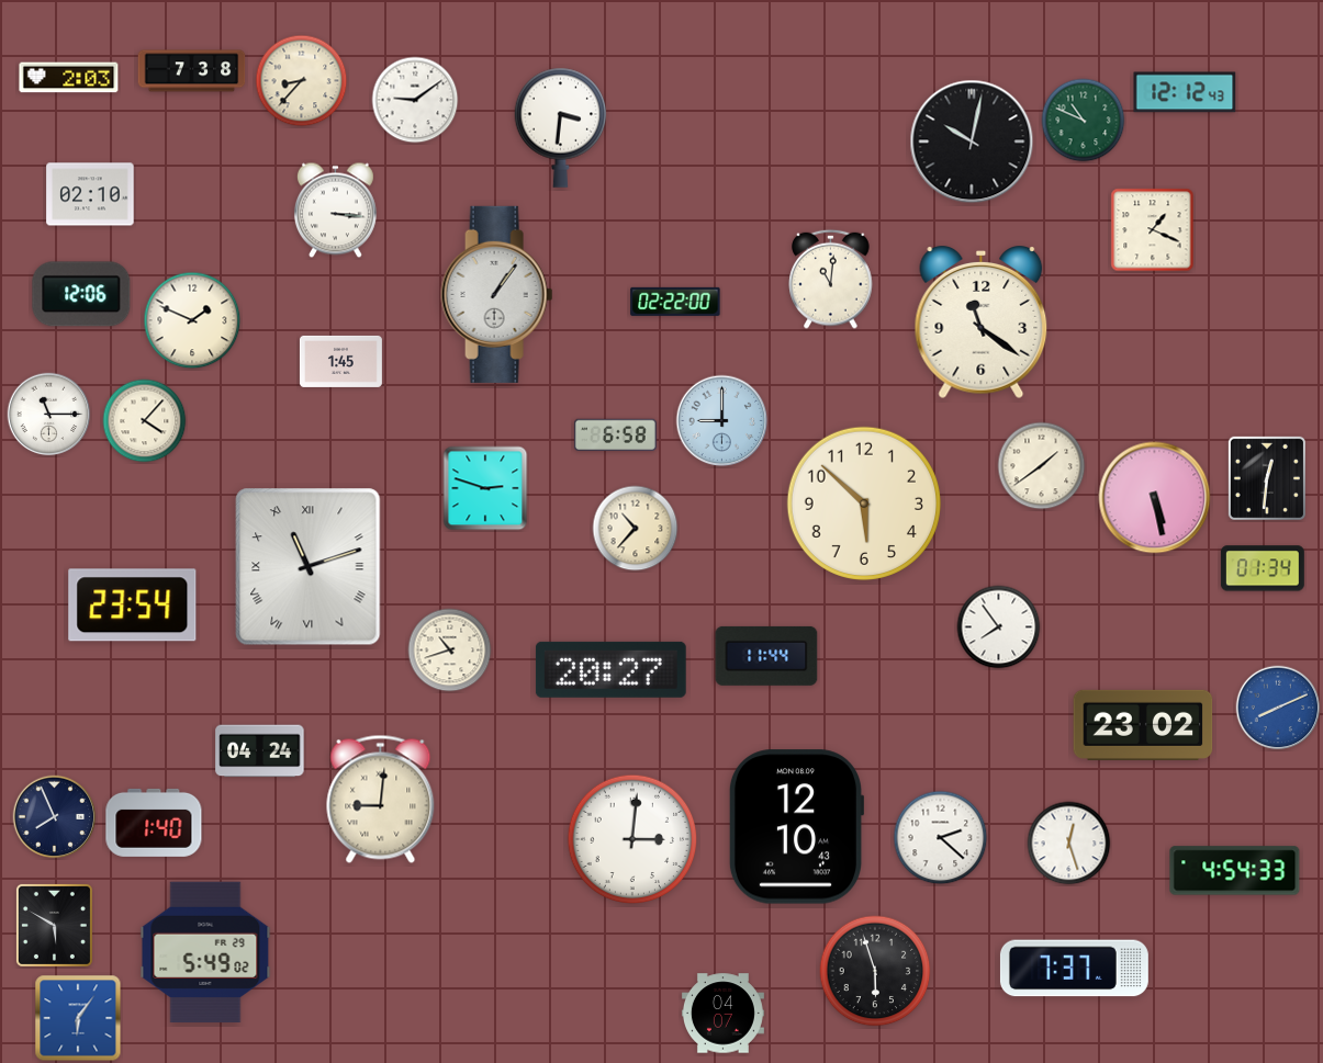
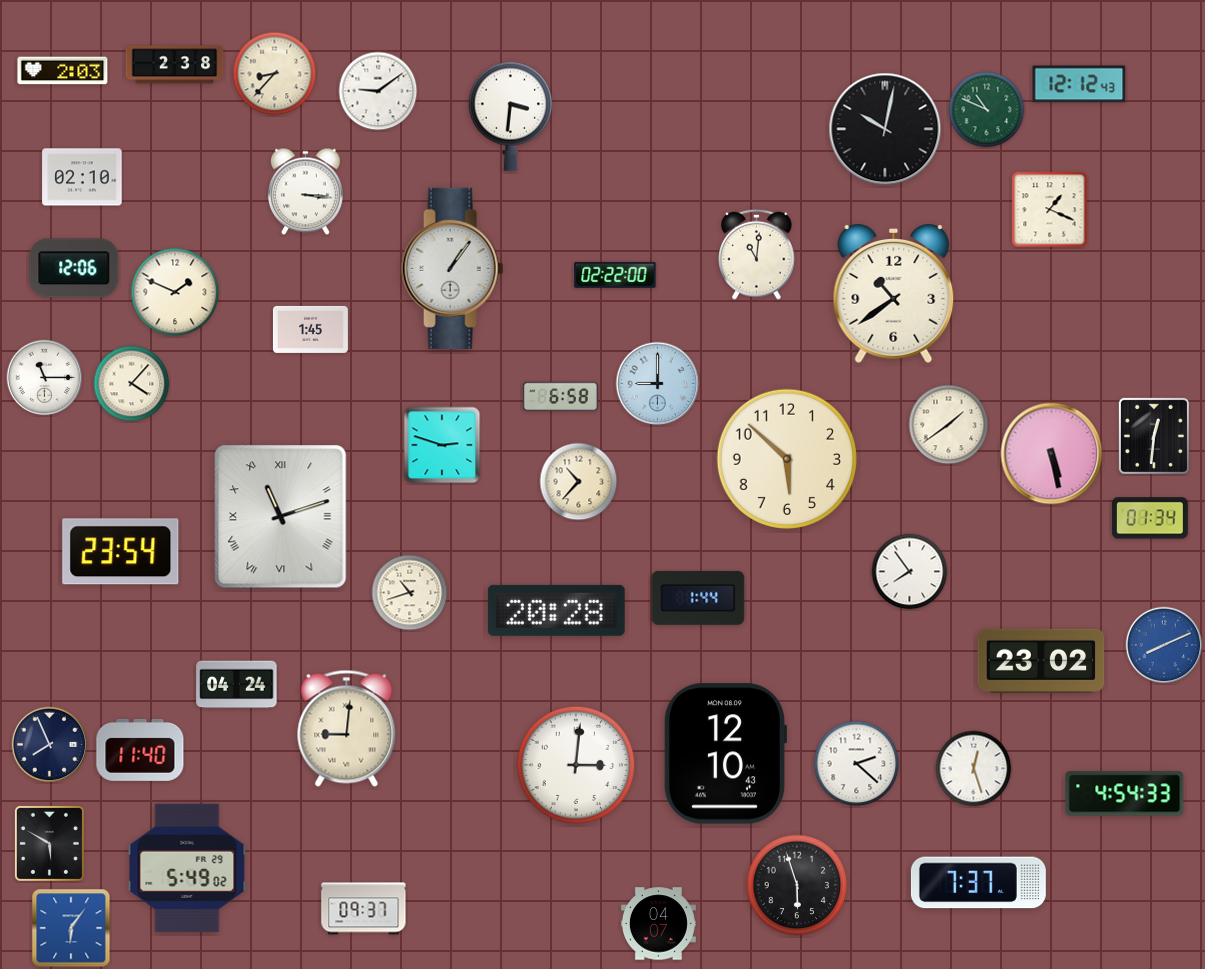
clock at (192, 71): 7:38 -> 2:38
clock at (982, 324): 11:21 -> 10:39
clock at (766, 656): 11:44 -> 1:44
clock at (610, 669): 20:27 -> 20:28
clock at (154, 823): 1:40 -> 11:40
clock at (364, 909): none -> 09:37
